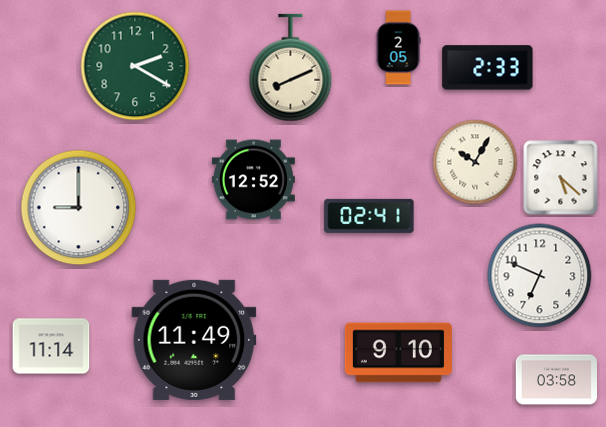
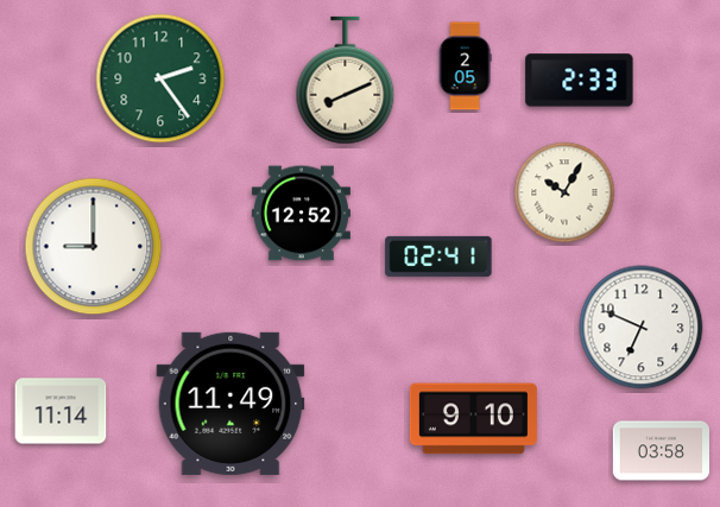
clock at (398, 48) position: (398, 48) -> (465, 66)
clock at (135, 66): 2:20 -> 2:24
clock at (561, 178): 5:22 -> none
